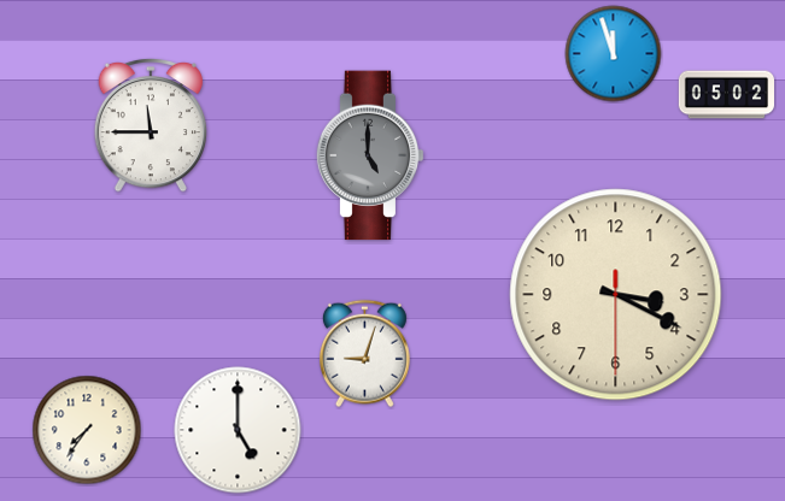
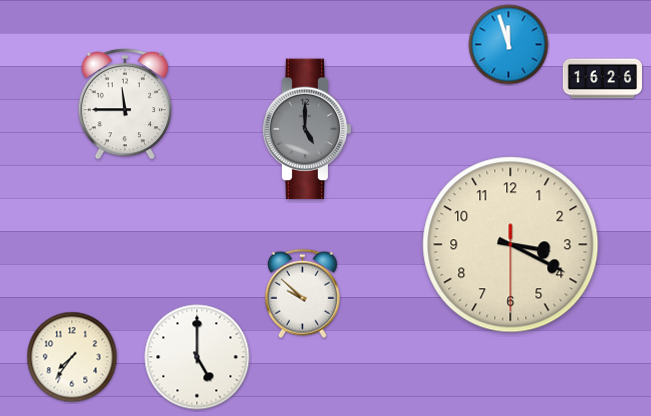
clock at (726, 95): 05:02 -> 16:26
clock at (364, 354): 9:03 -> 9:52
